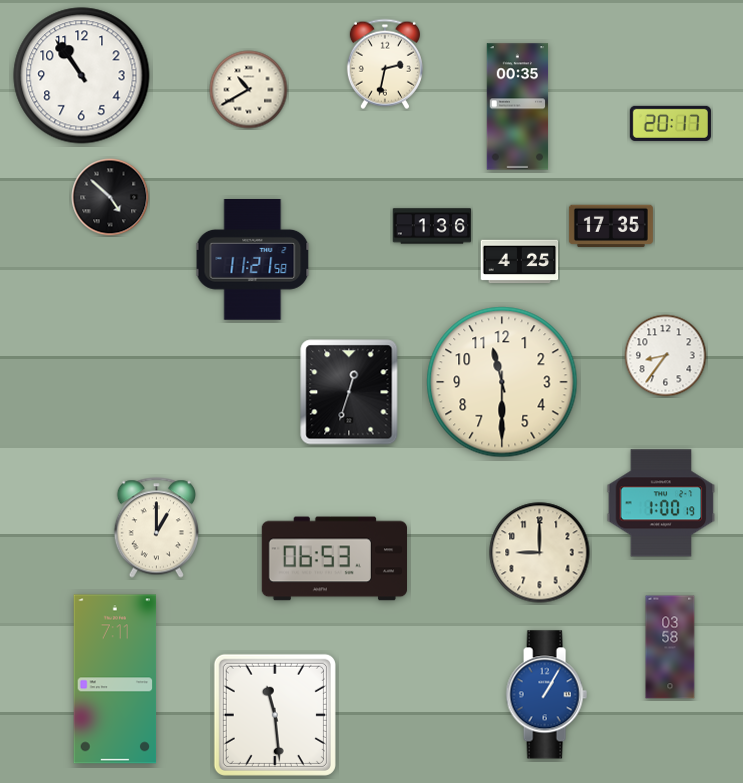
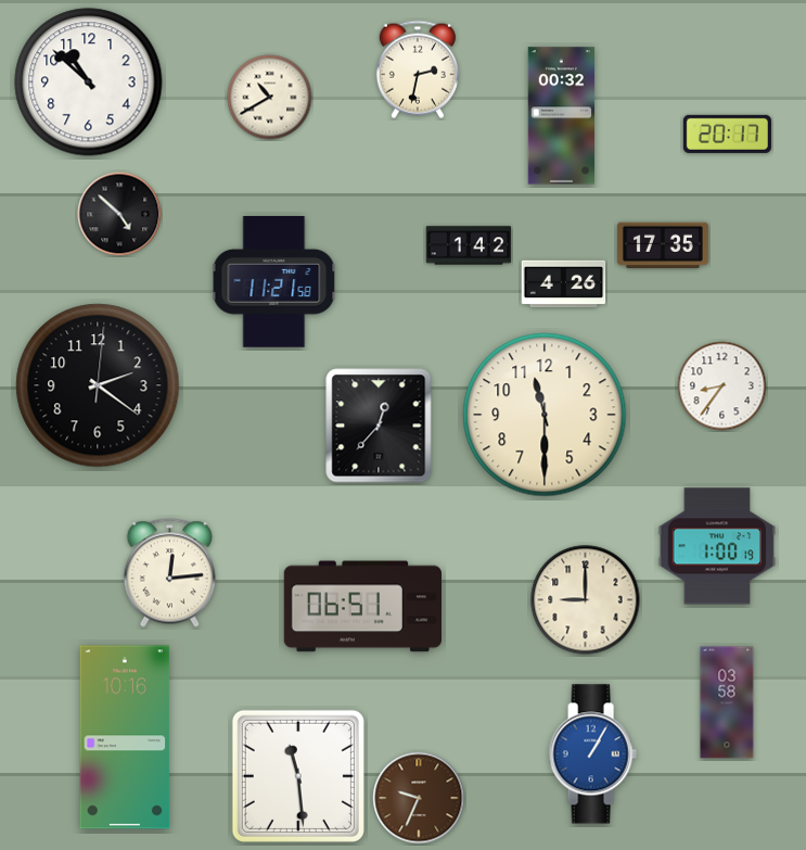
clock at (82, 76): 10:54 -> 10:52
clock at (518, 107): 00:35 -> 00:32
clock at (432, 226): 1:36 -> 1:42
clock at (520, 262): 4:25 -> 4:26
clock at (98, 385): none -> 2:21
clock at (349, 392): 12:33 -> 12:37
clock at (156, 528): 1:00 -> 12:14
clock at (334, 559): 06:53 -> 06:51
clock at (115, 679): 7:11 -> 10:16
clock at (419, 798): none -> 9:34
